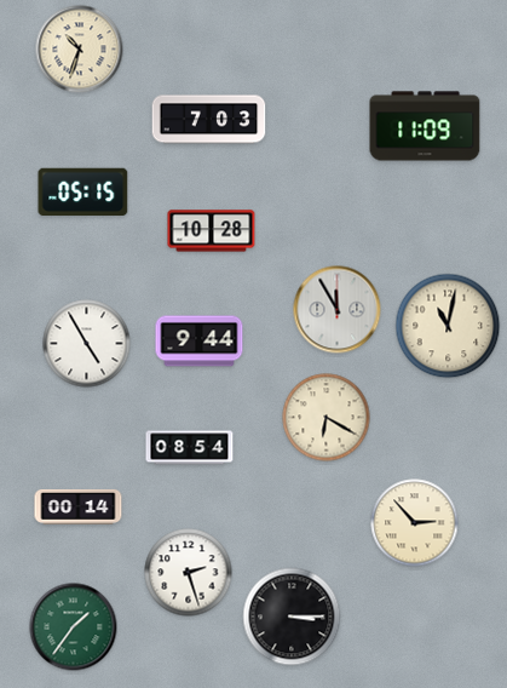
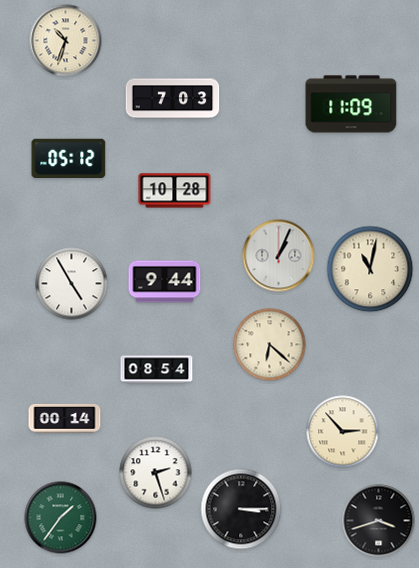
clock at (83, 191): 05:15 -> 05:12
clock at (338, 310): 11:55 -> 1:04
clock at (327, 418): 6:20 -> 6:22
clock at (379, 521): none -> 3:42
